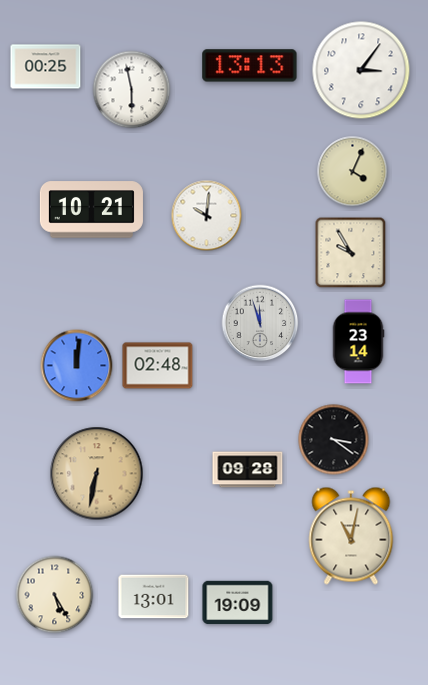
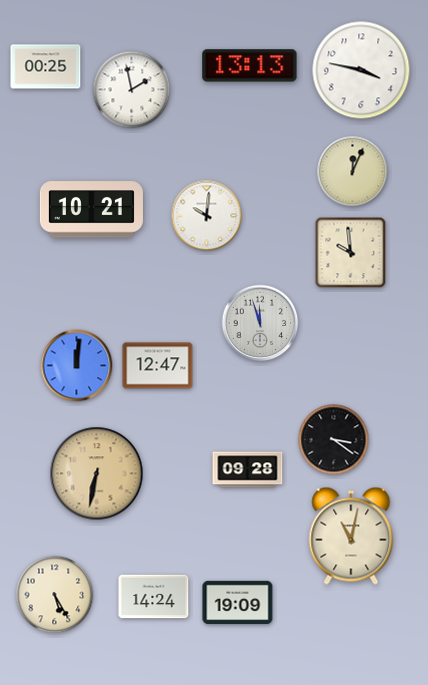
clock at (361, 70): 3:06 -> 3:47
clock at (132, 90): 5:58 -> 1:58
clock at (353, 172): 4:04 -> 12:04
clock at (351, 253): 9:55 -> 9:59
clock at (358, 342): 23:14 -> none
clock at (158, 366): 02:48 -> 12:47
clock at (154, 597): 13:01 -> 14:24
